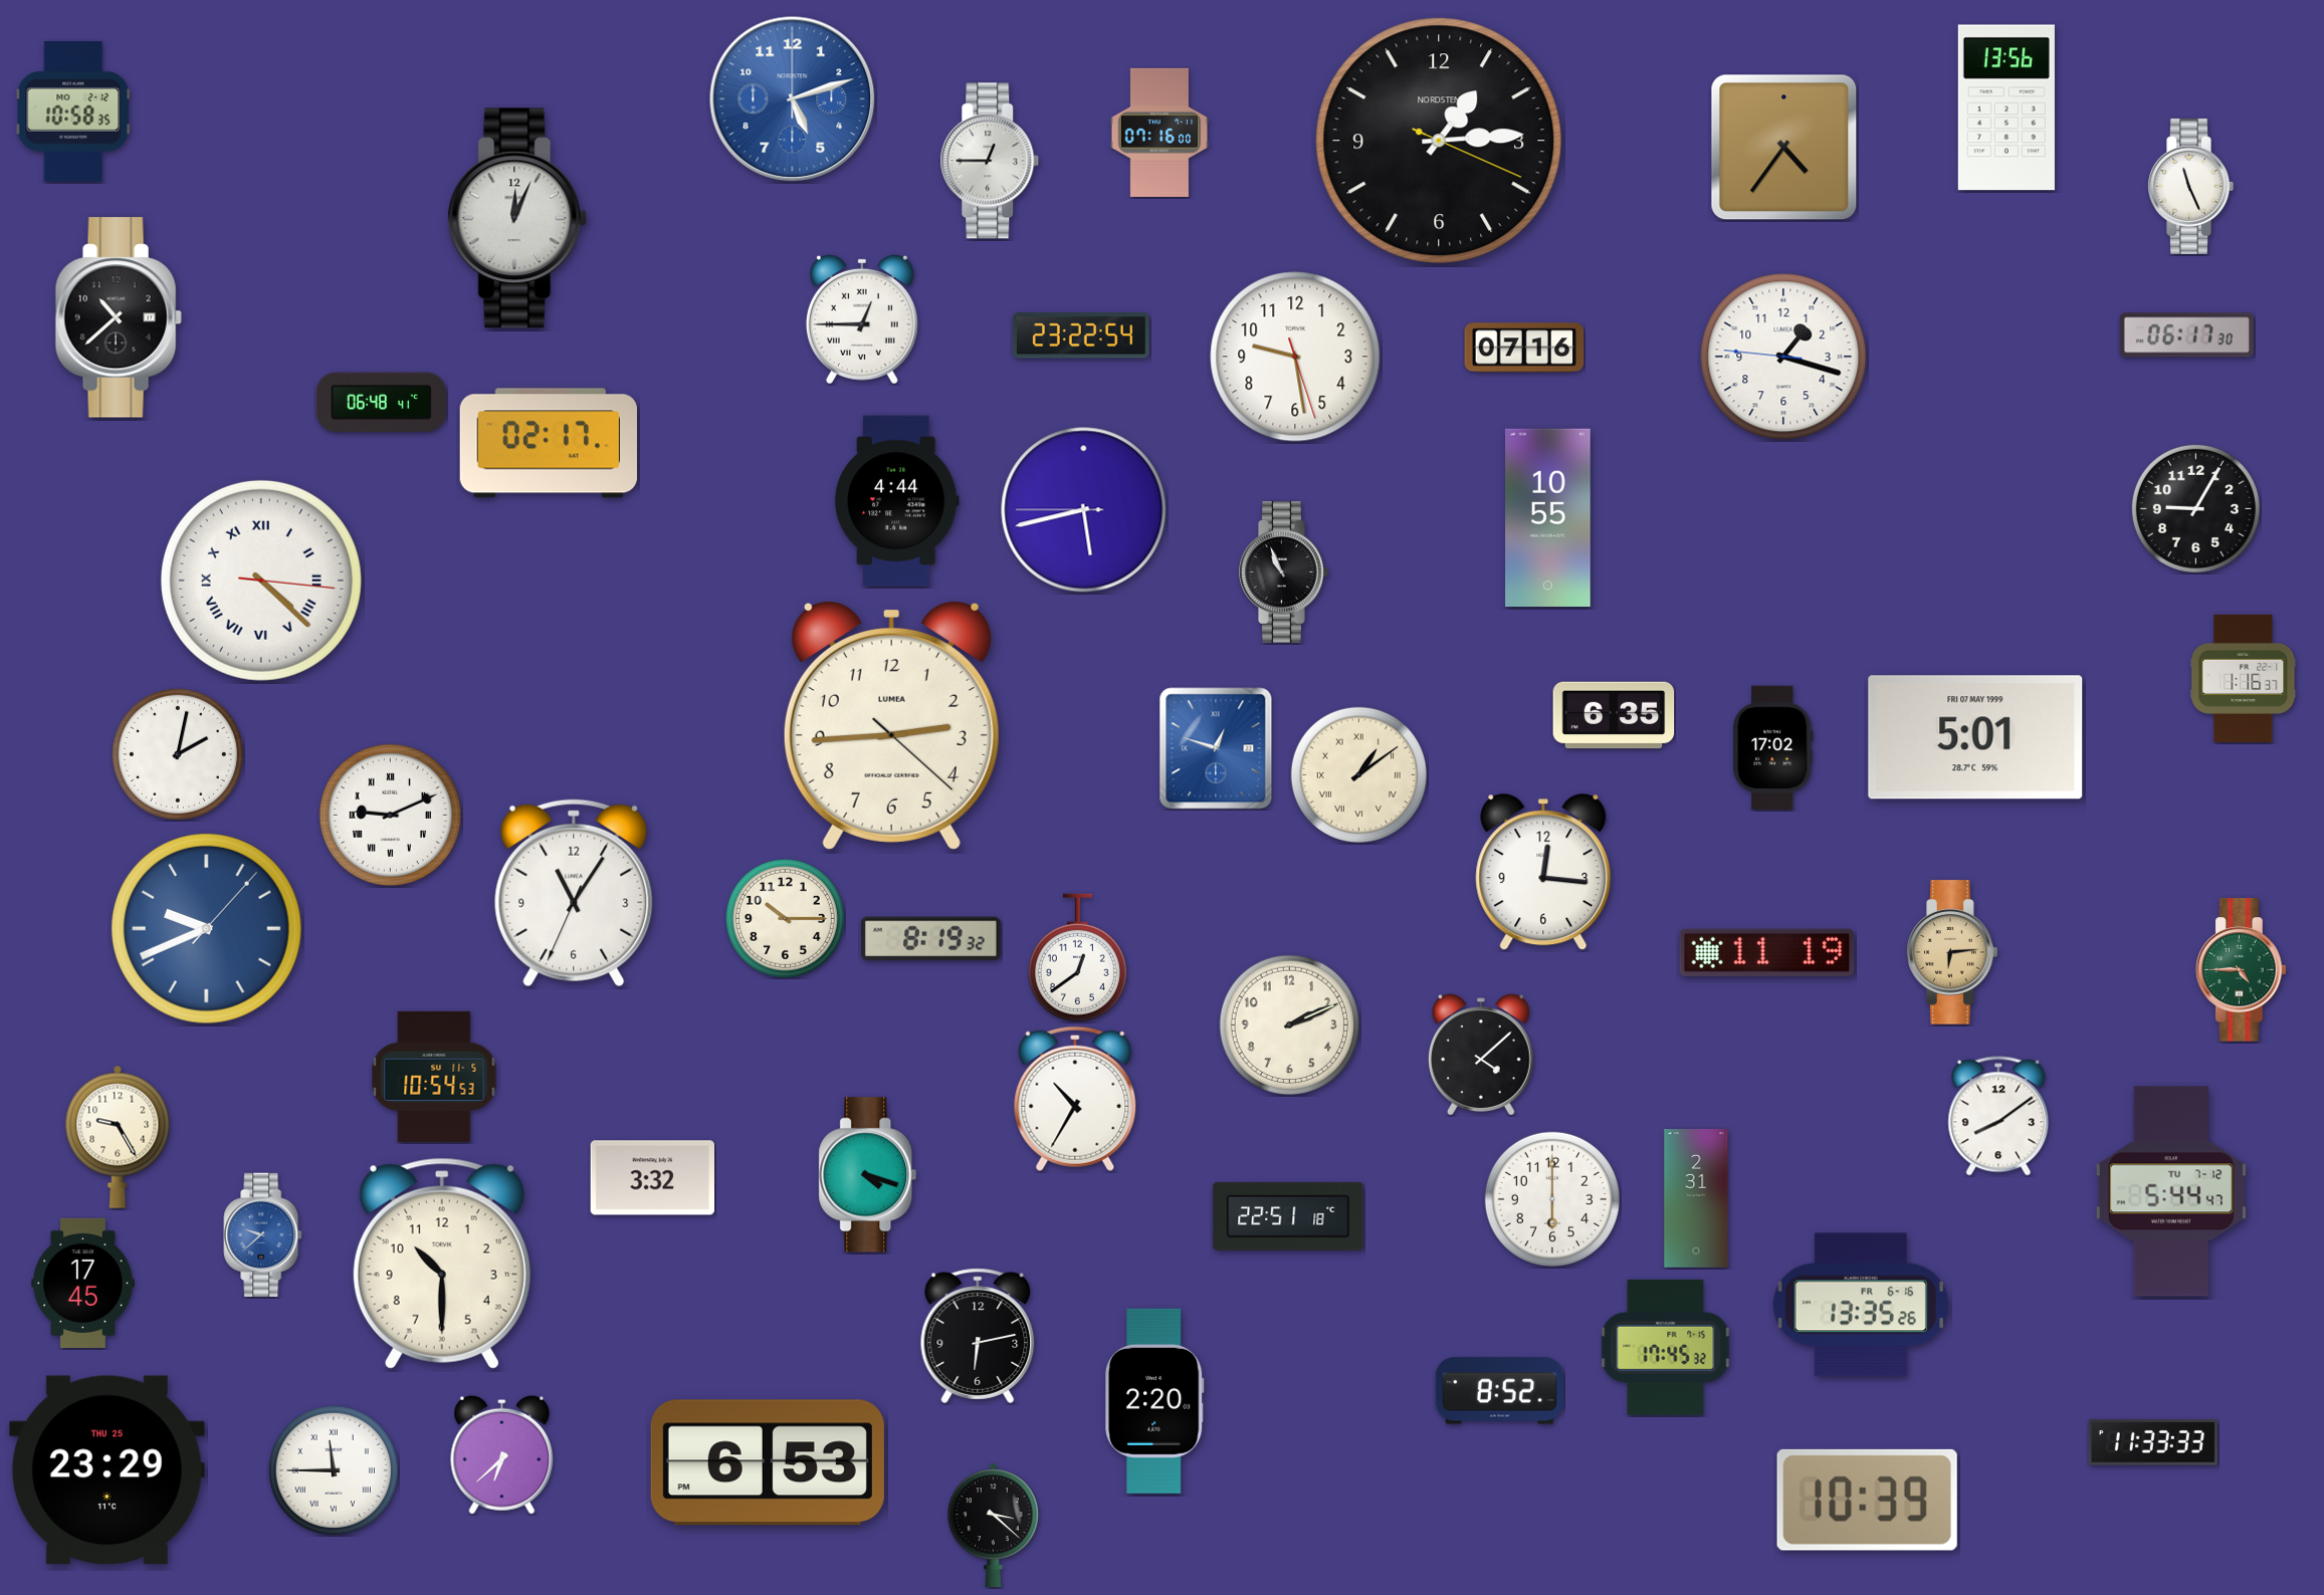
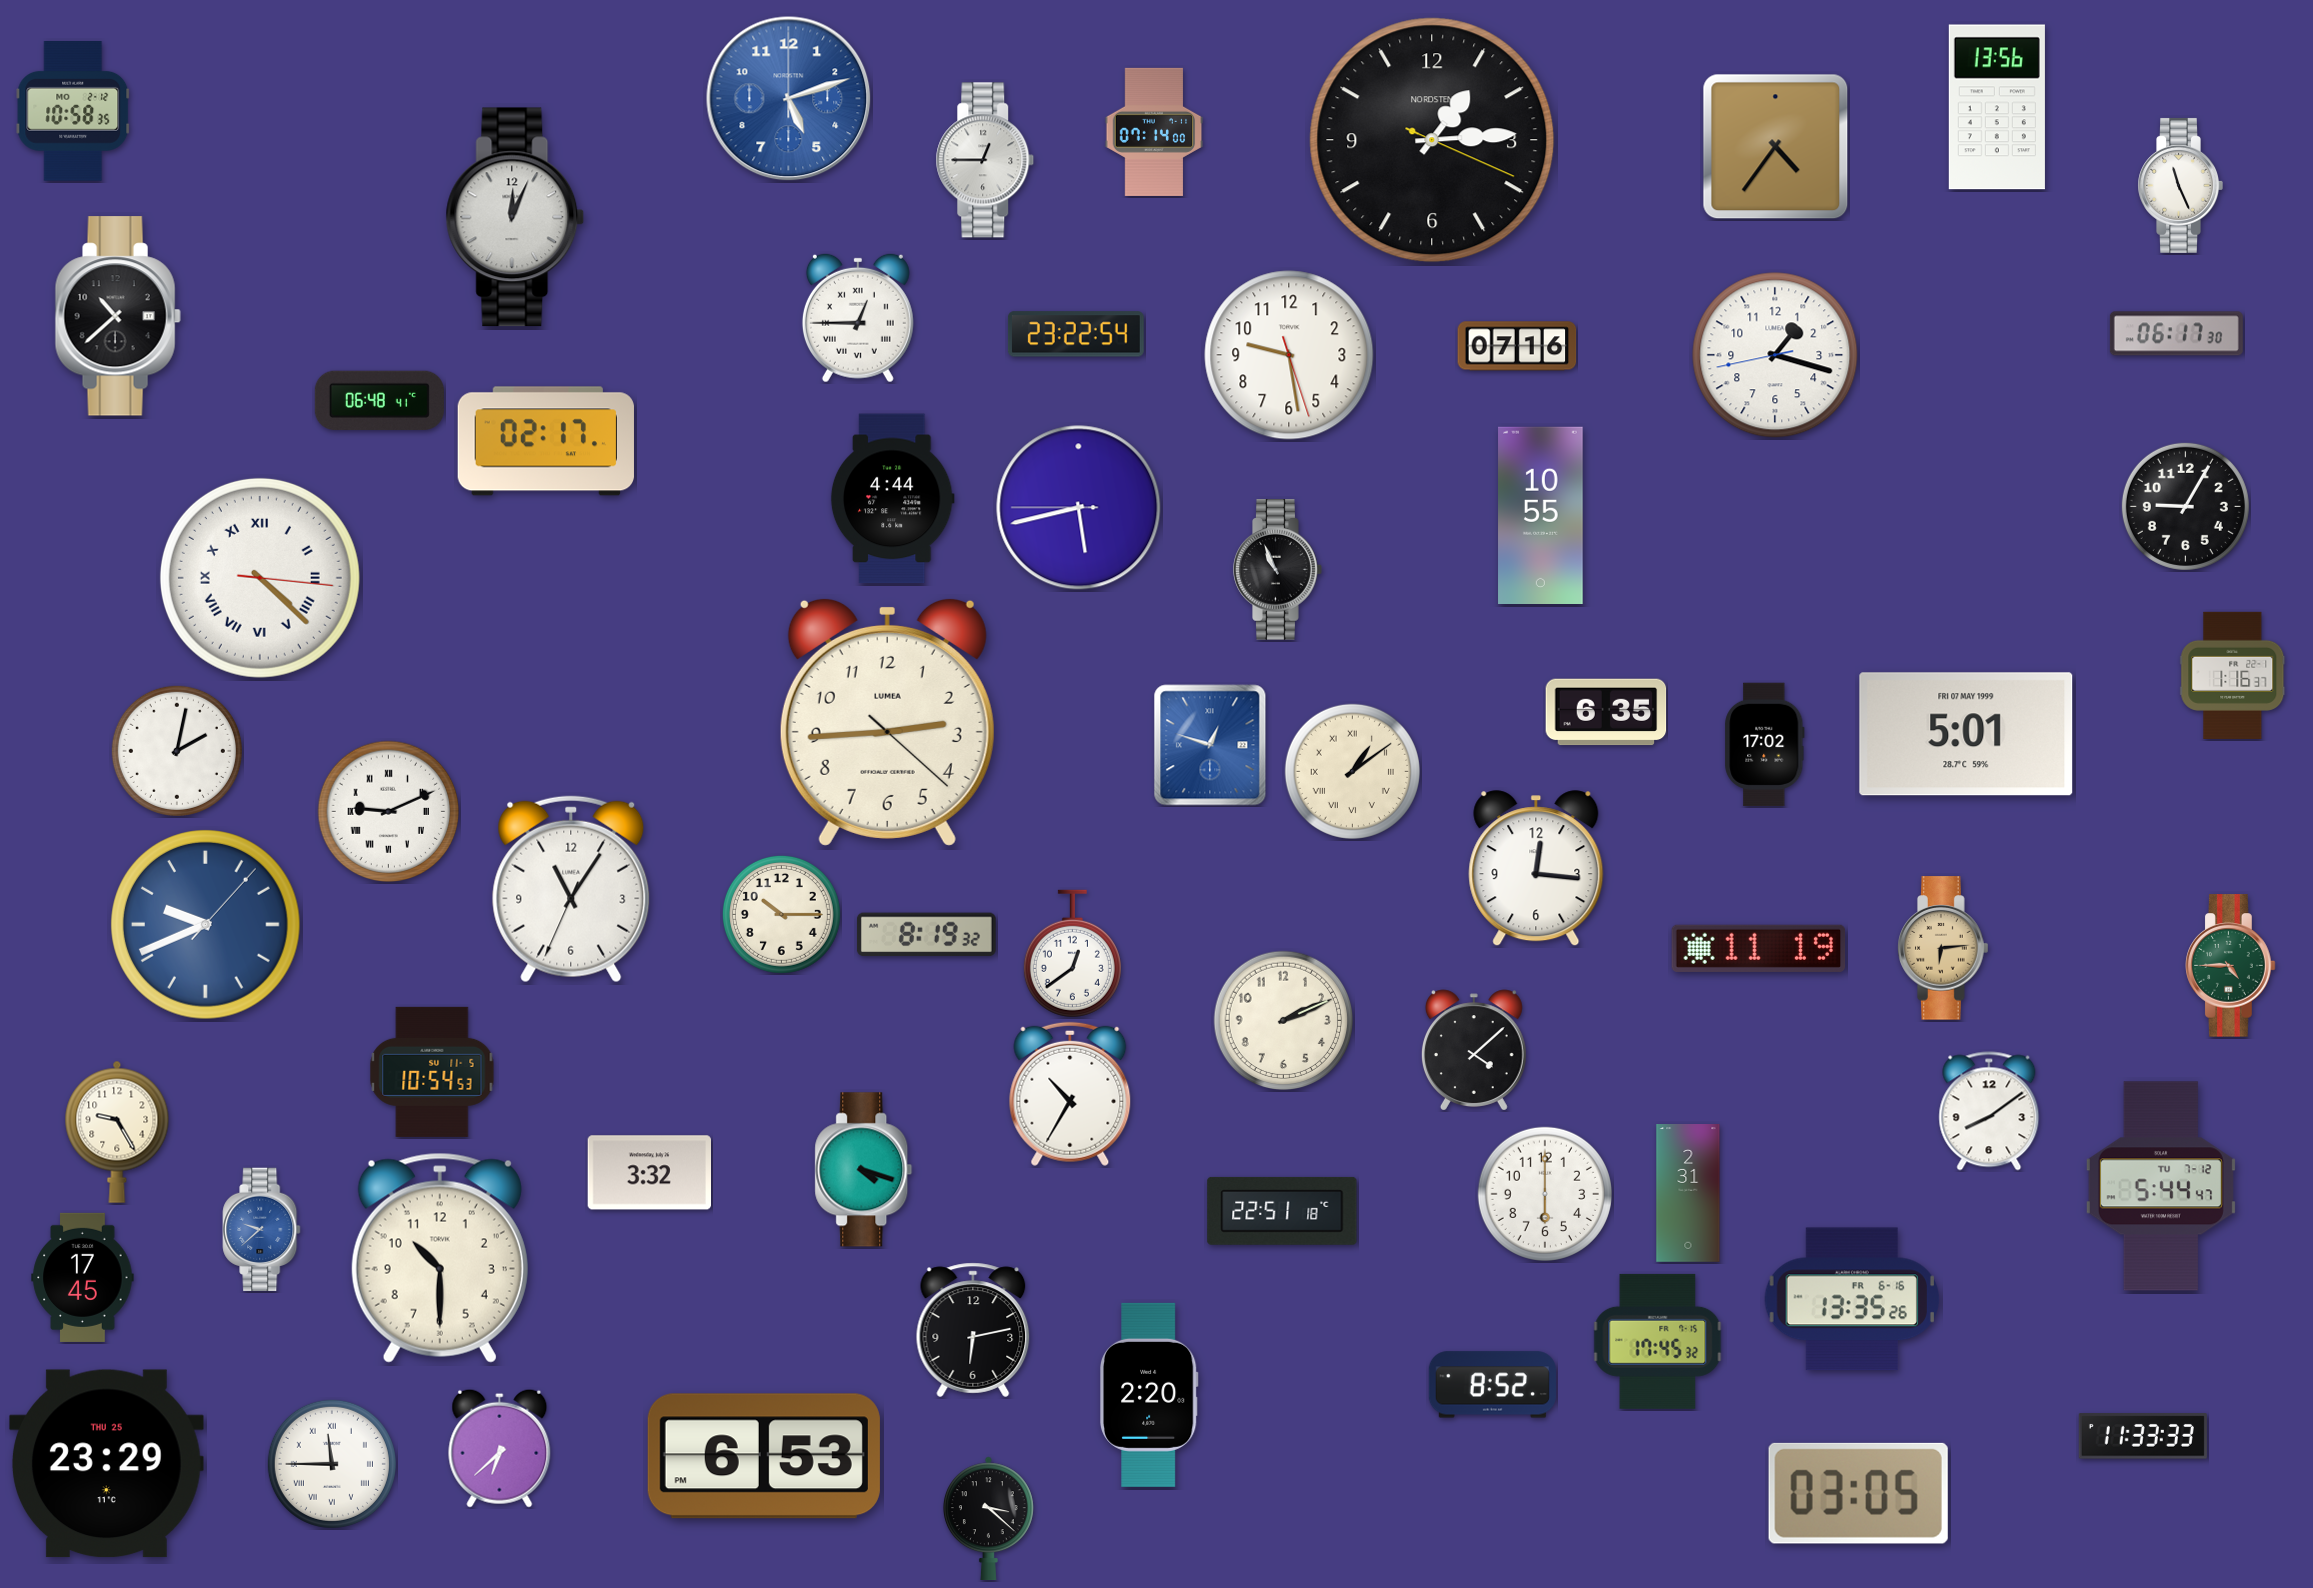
clock at (1159, 133): 07:16 -> 07:14
clock at (1783, 357): 1:17:46 -> 1:17:43
clock at (1867, 1500): 10:39 -> 03:05
